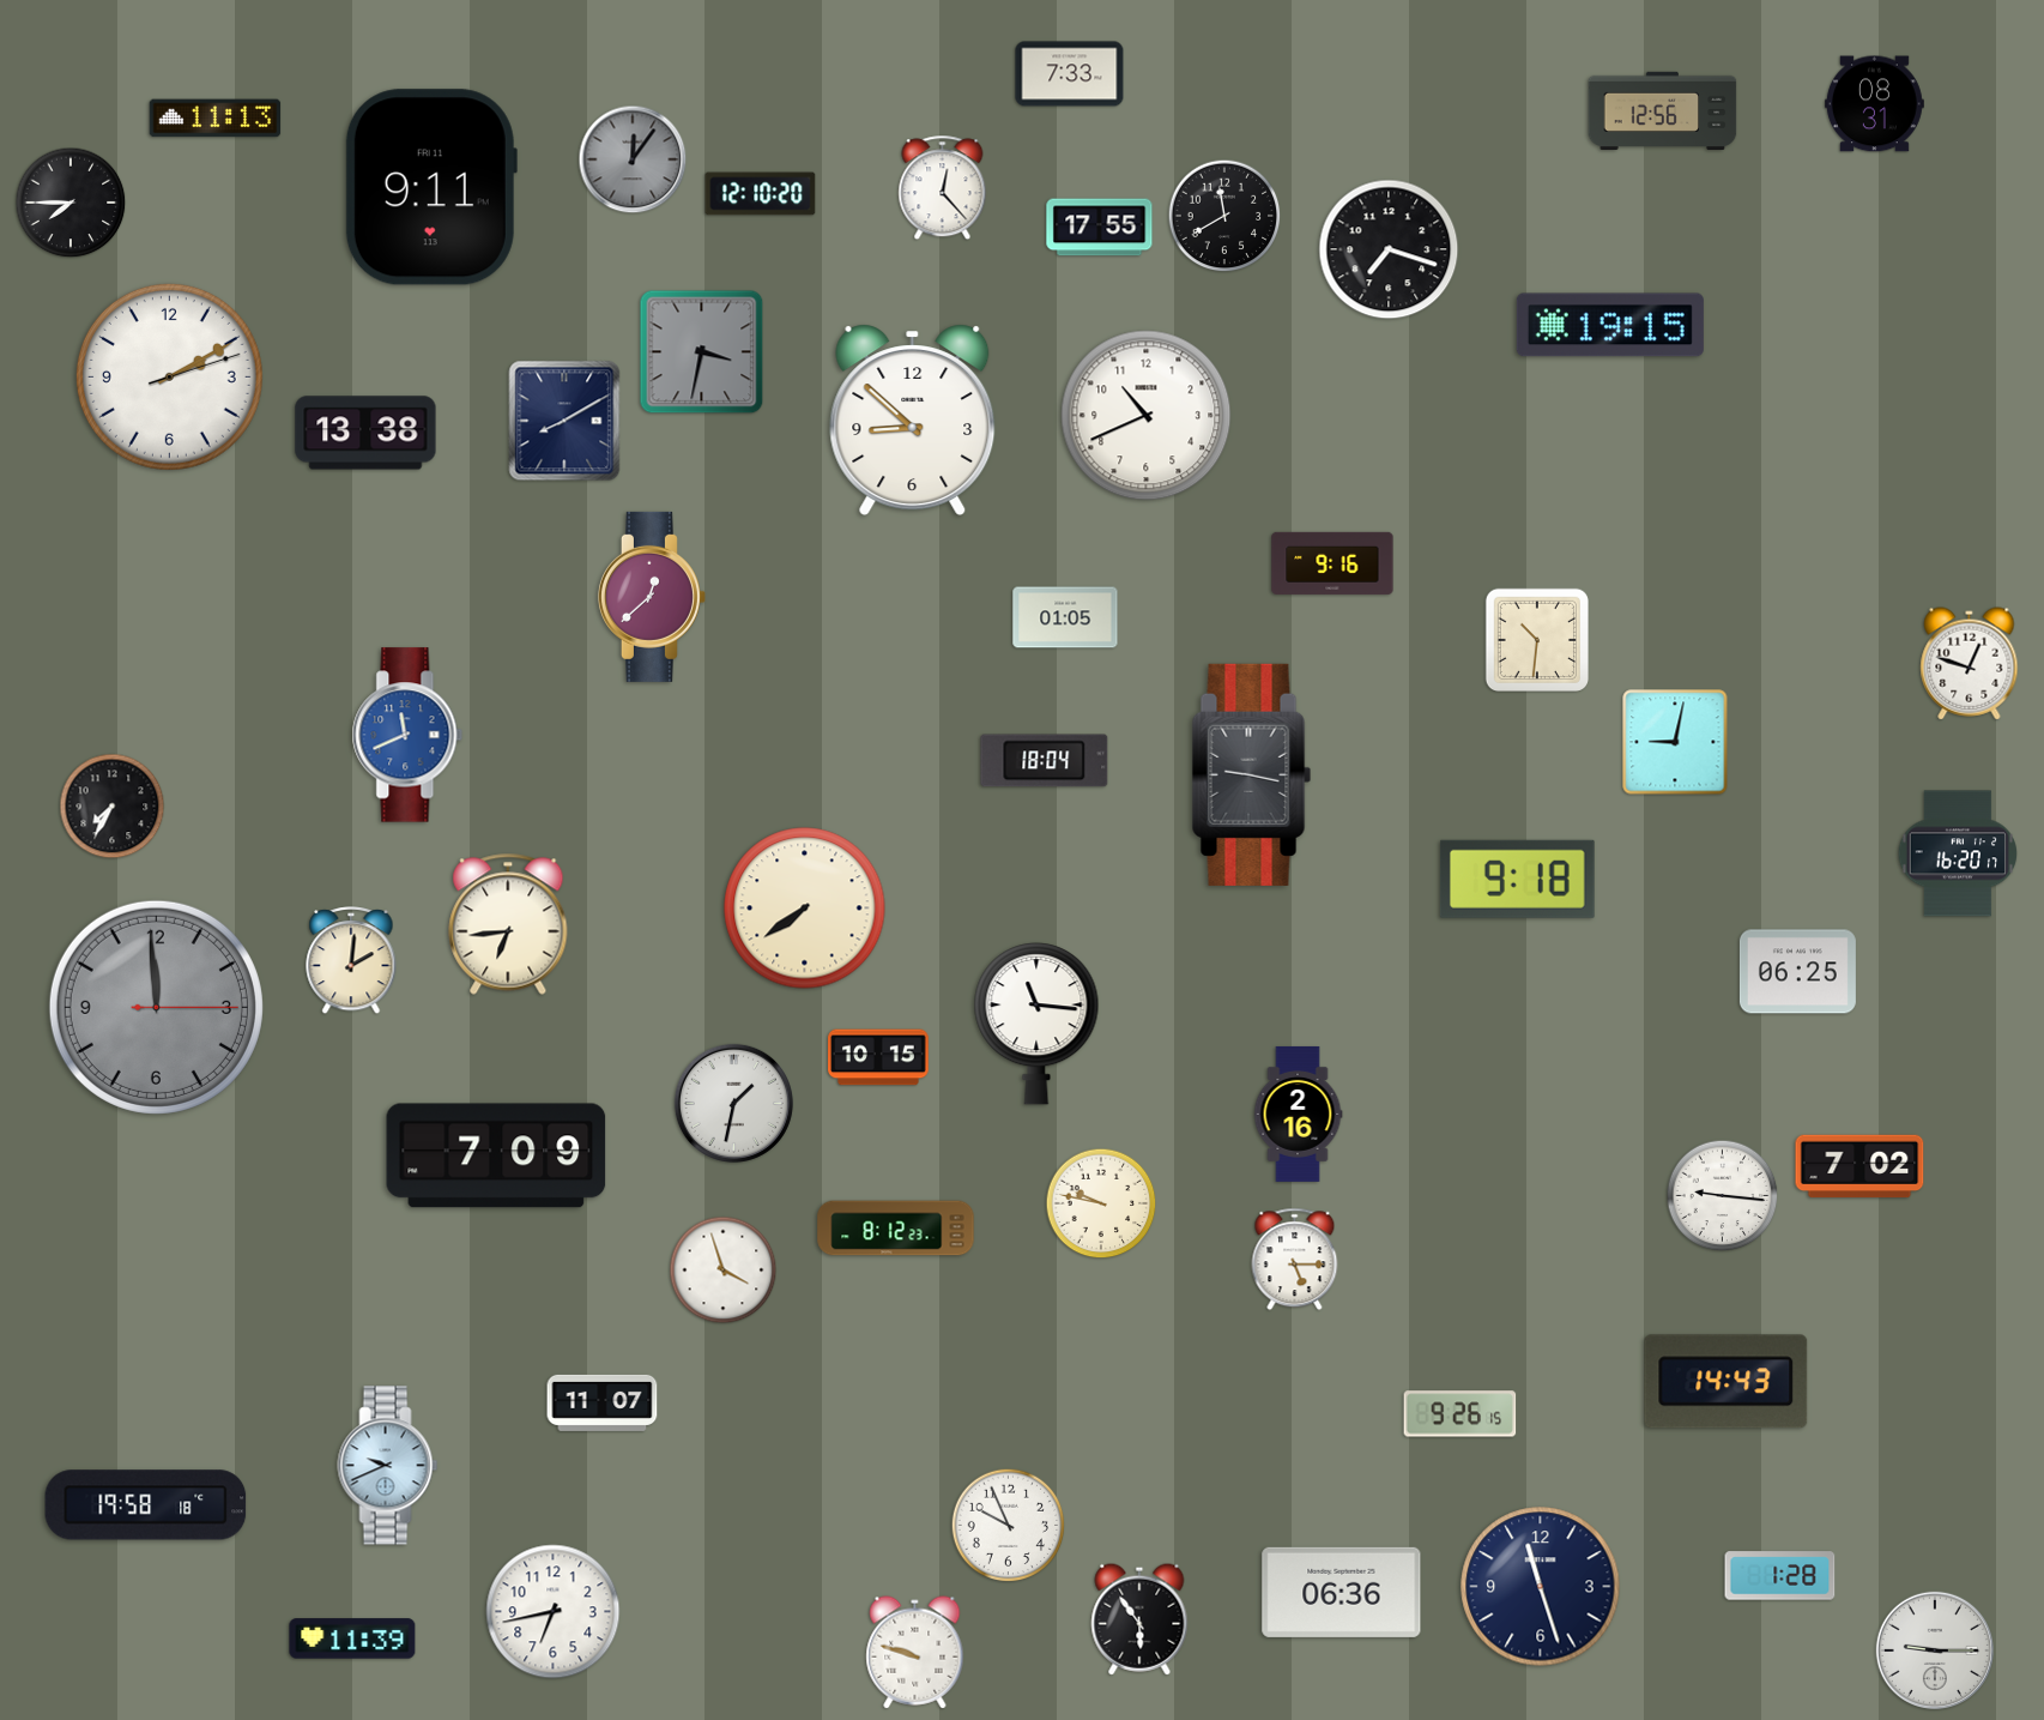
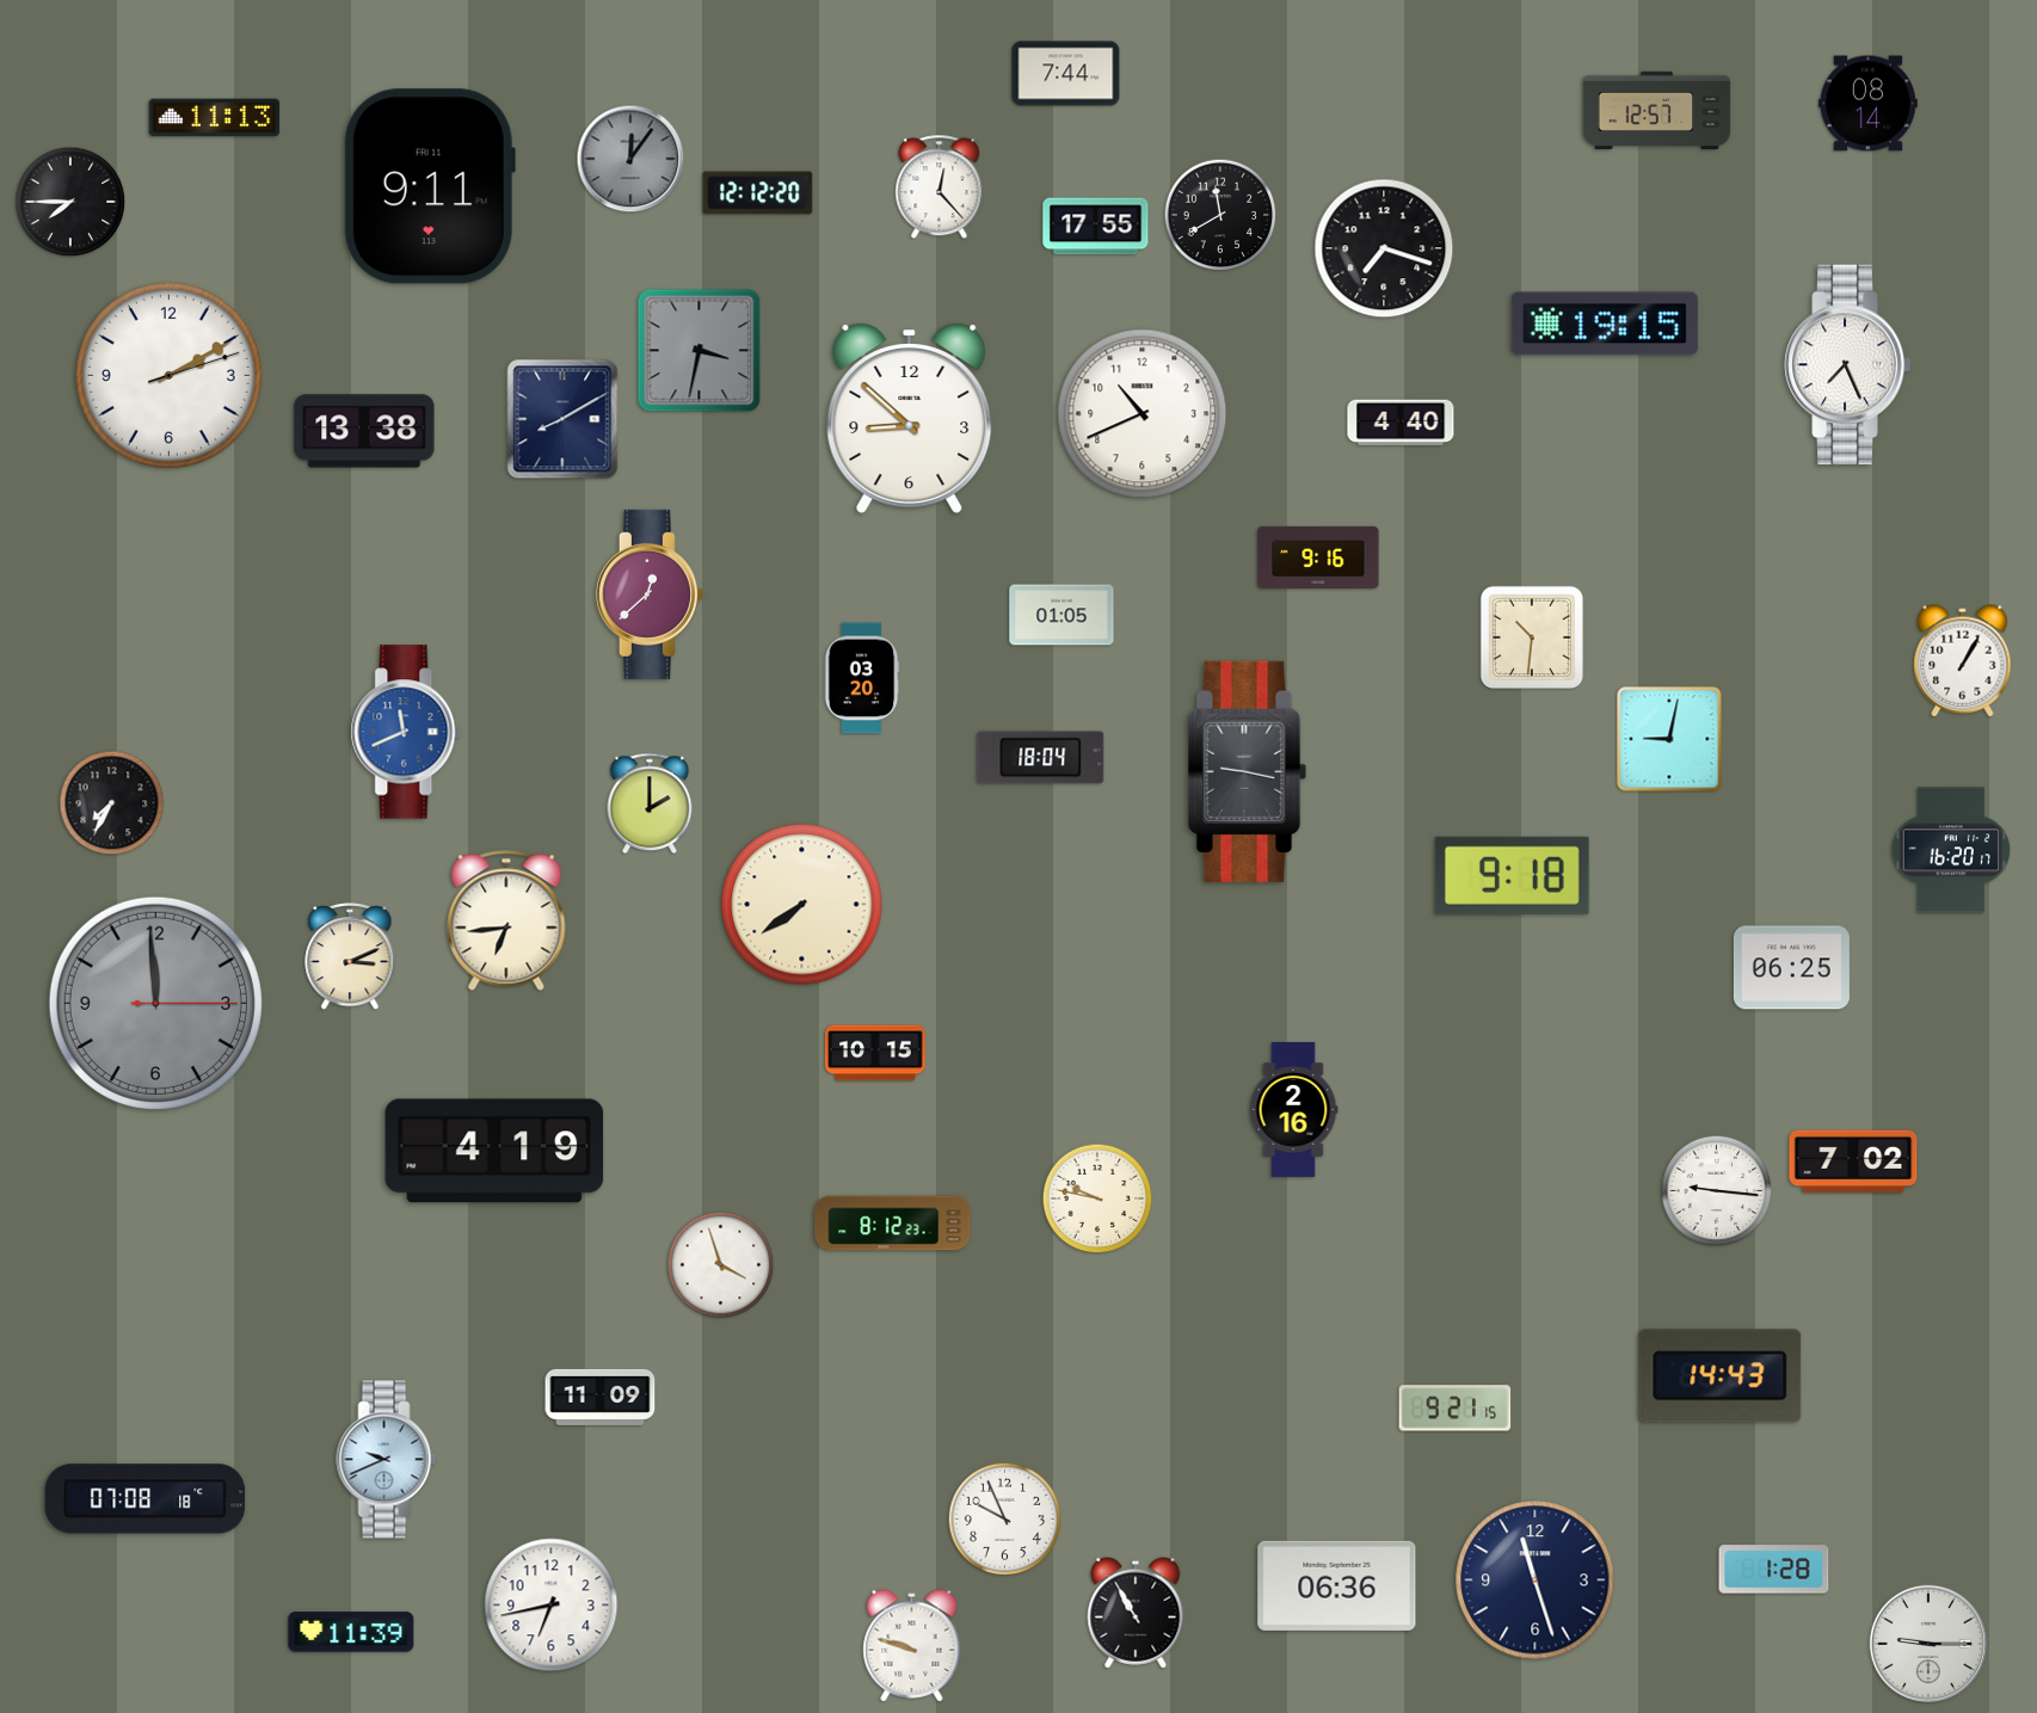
clock at (1070, 74): 7:33 -> 7:44
clock at (1874, 104): 08:31 -> 08:14
clock at (1663, 110): 12:56 -> 12:57
clock at (761, 194): 12:10 -> 12:12
clock at (1848, 365): none -> 7:26
clock at (1401, 423): none -> 4:40
clock at (1332, 563) position: (1332, 563) -> (1318, 557)
clock at (1970, 664): 12:48 -> 1:05
clock at (862, 678): none -> 03:20
clock at (650, 803): none -> 2:00
clock at (351, 961): 2:01 -> 3:11
clock at (1036, 1024): 11:16 -> none
clock at (733, 1103): 1:32 -> none
clock at (496, 1155): 7:09 -> 4:19
clock at (1295, 1260): 5:15 -> none
clock at (603, 1402): 11:07 -> 11:09
clock at (1461, 1414): 9:26 -> 9:21
clock at (146, 1505): 19:58 -> 07:08
clock at (1139, 1619): 5:54 -> 10:55
